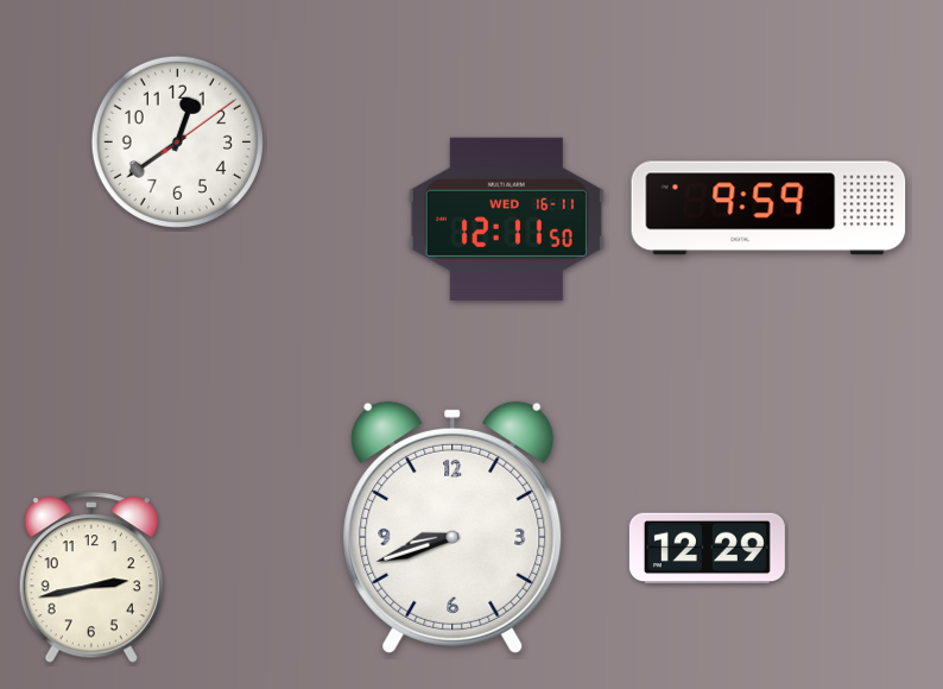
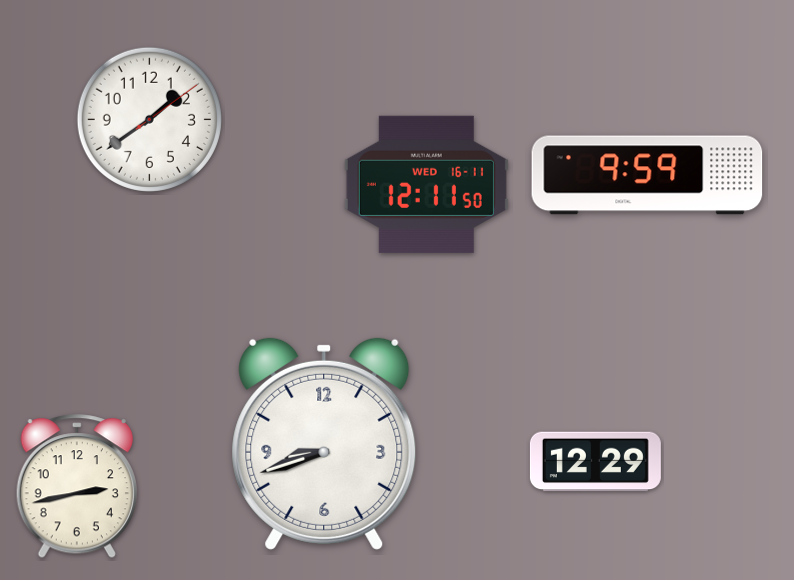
clock at (177, 141): 12:39 -> 1:39
clock at (452, 527) position: (452, 527) -> (324, 444)
